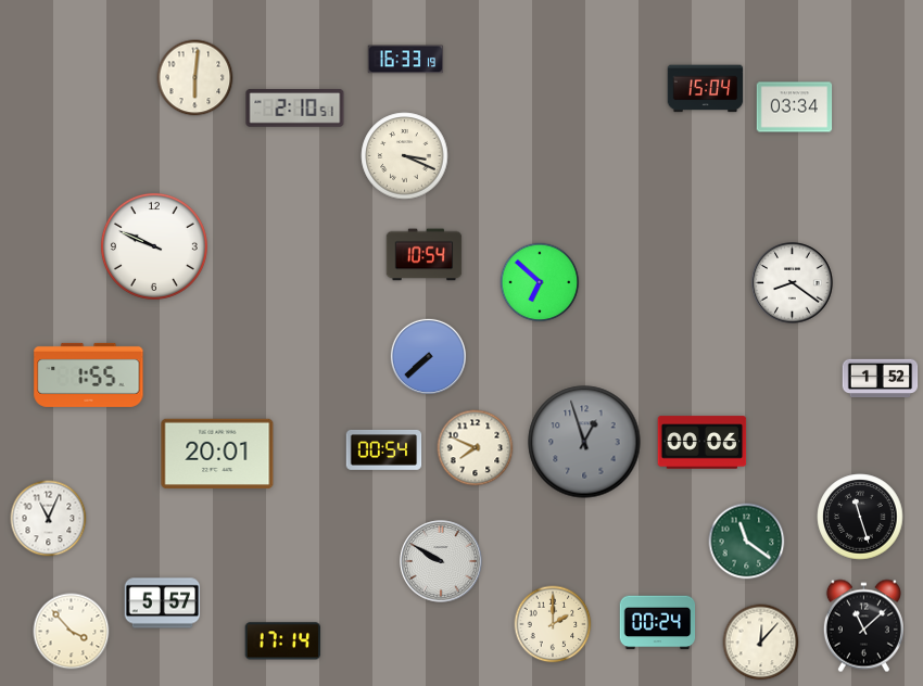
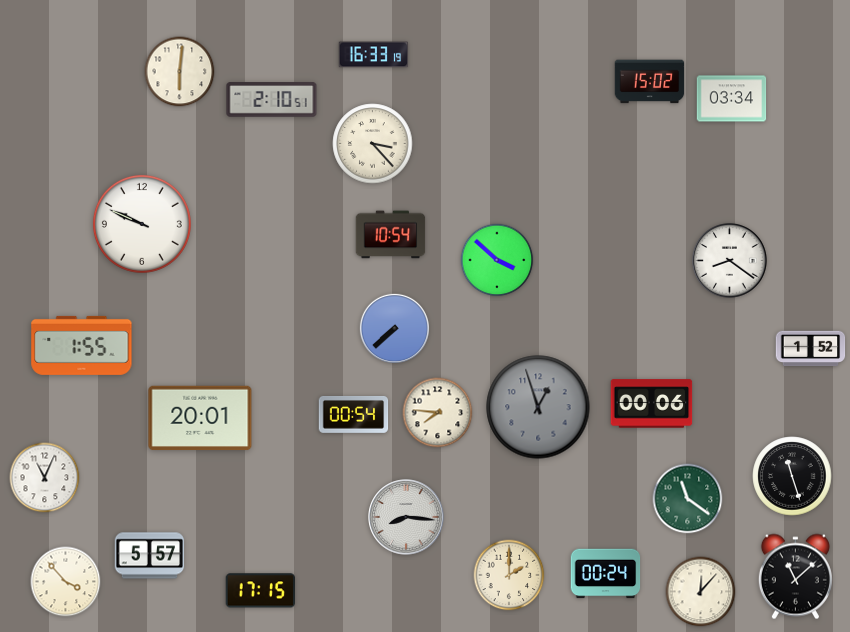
clock at (706, 89): 15:04 -> 15:02
clock at (405, 156): 3:19 -> 3:23
clock at (154, 246) position: (154, 246) -> (142, 224)
clock at (540, 282): 6:52 -> 3:52
clock at (703, 443) position: (703, 443) -> (652, 404)
clock at (476, 448): 7:49 -> 7:46
clock at (441, 561): 9:50 -> 8:16
clock at (282, 641): 17:14 -> 17:15
